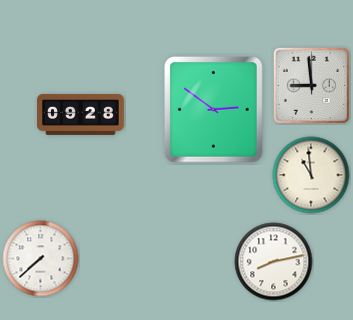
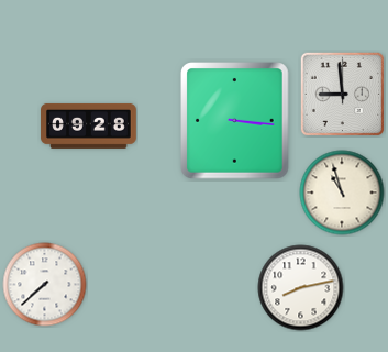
clock at (214, 110): 2:51 -> 3:16
clock at (311, 175): 10:59 -> 10:57
